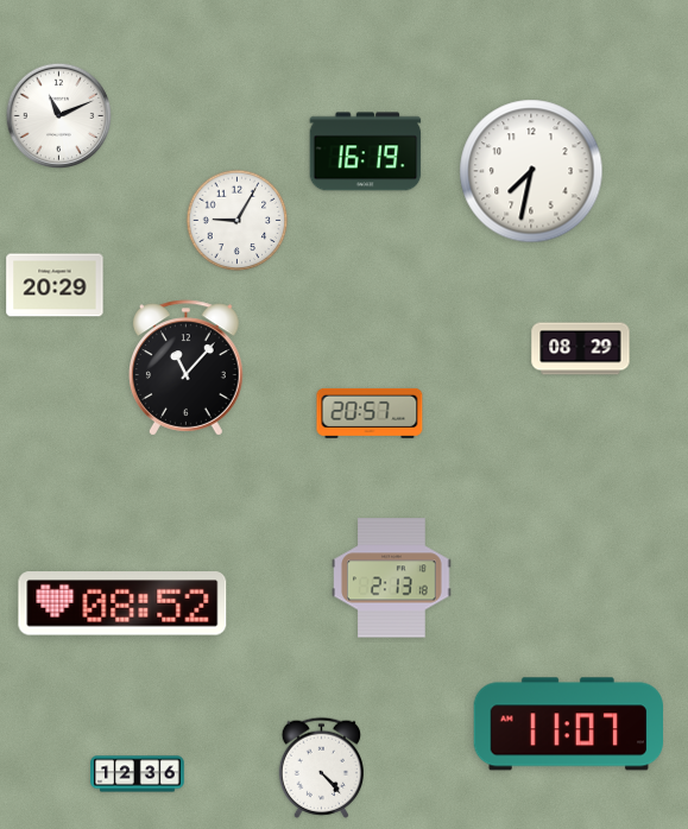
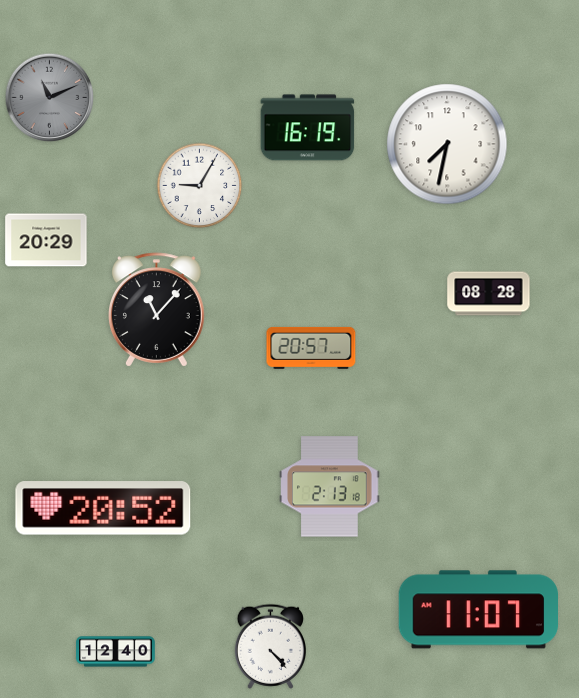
clock at (59, 116) dial: white -> grey
clock at (581, 349): 08:29 -> 08:28
clock at (122, 603): 08:52 -> 20:52
clock at (138, 774): 12:36 -> 12:40
